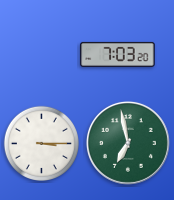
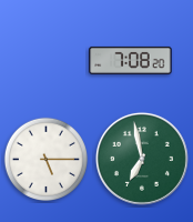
clock at (118, 54): 7:03 -> 7:08
clock at (41, 143): 3:15 -> 5:15
